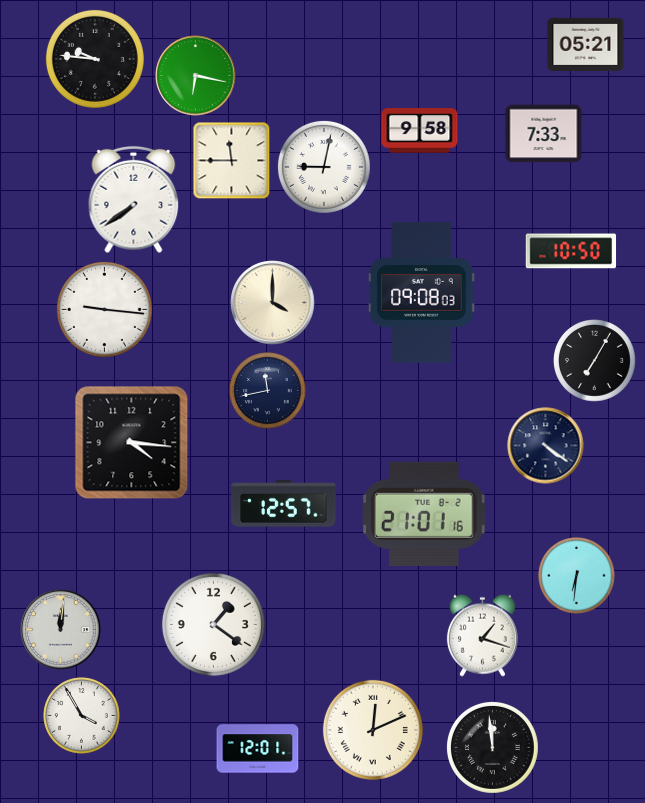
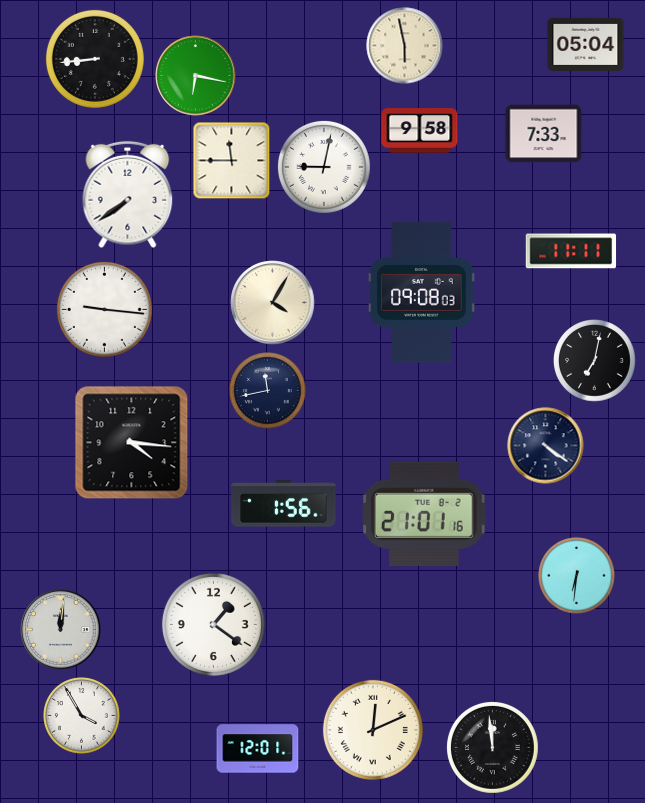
clock at (586, 44): 05:21 -> 05:04
clock at (405, 46): none -> 5:58
clock at (95, 59): 9:46 -> 8:44
clock at (134, 200) position: (134, 200) -> (128, 195)
clock at (571, 251): 10:50 -> 11:11
clock at (273, 303): 4:00 -> 4:05
clock at (595, 361): 7:05 -> 7:02
clock at (284, 504): 12:57 -> 1:56
clock at (482, 635): 1:18 -> none
